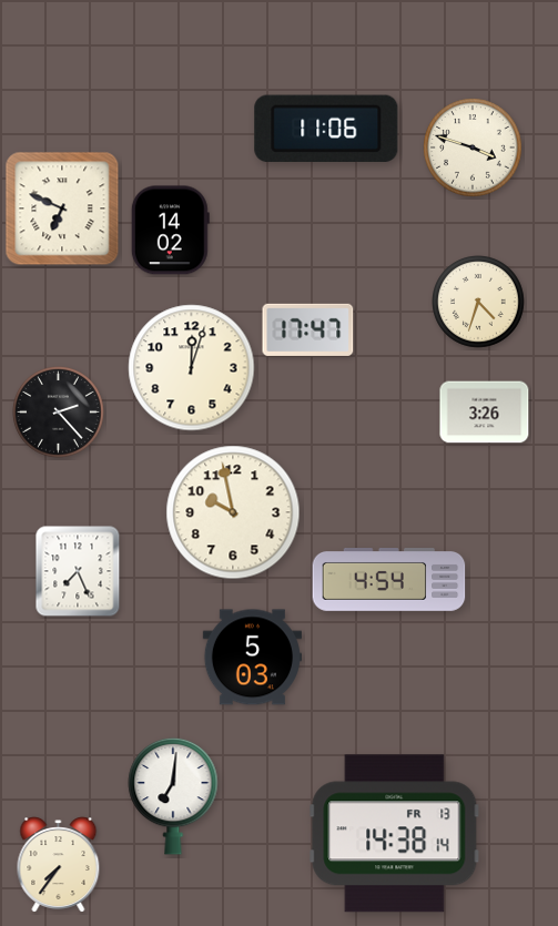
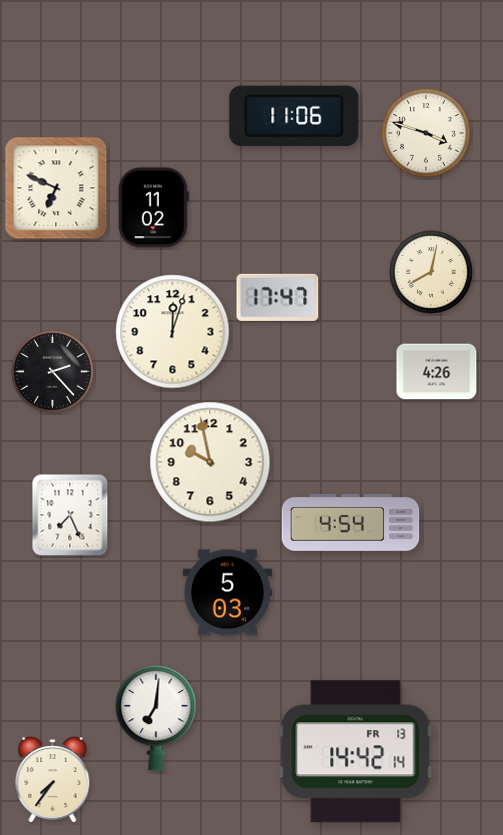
clock at (170, 231): 14:02 -> 11:02
clock at (479, 303): 4:33 -> 8:02
clock at (485, 413): 3:26 -> 4:26
clock at (395, 834): 14:38 -> 14:42
